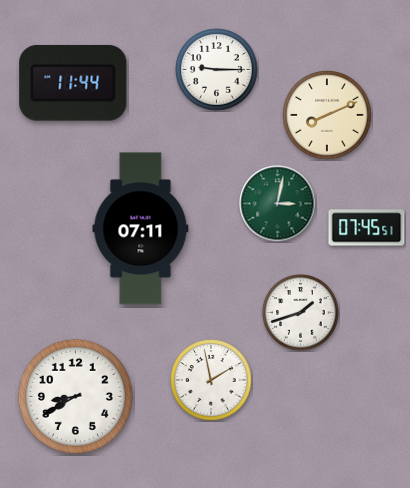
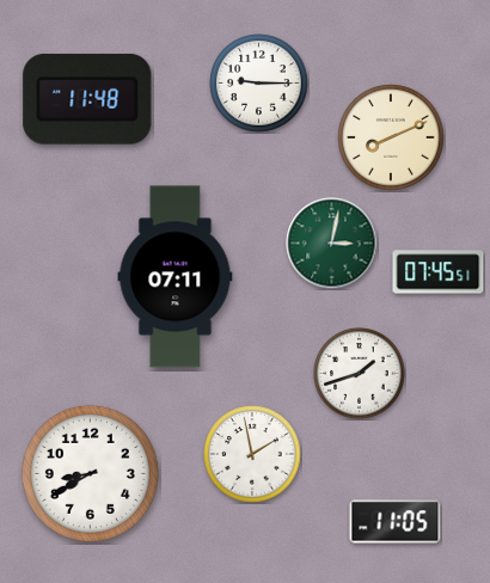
clock at (73, 83): 11:44 -> 11:48
clock at (141, 229) position: (141, 229) -> (176, 277)
clock at (396, 522): none -> 11:05
